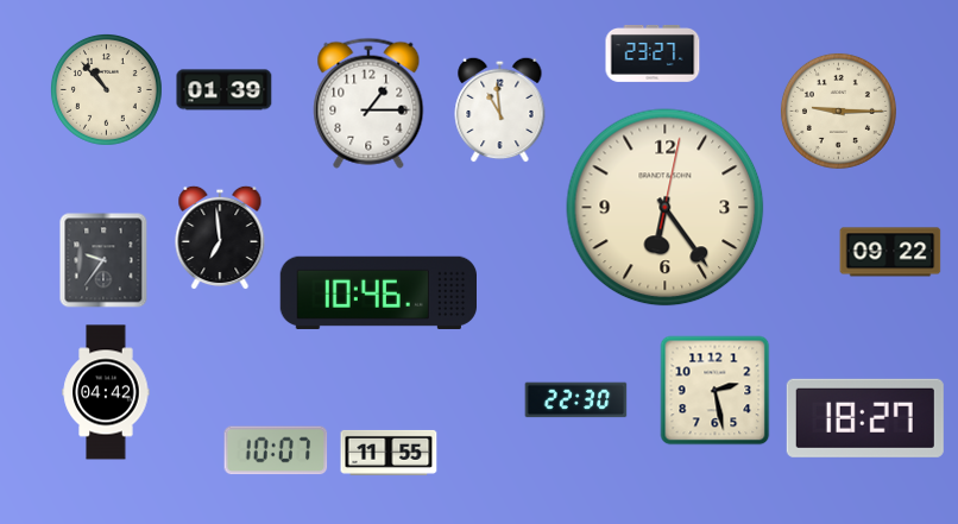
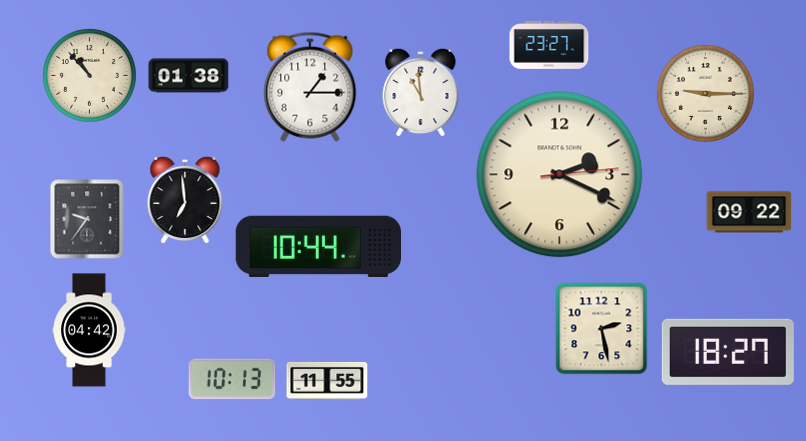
clock at (225, 90): 01:39 -> 01:38
clock at (666, 208): 6:24 -> 2:19
clock at (378, 292): 10:46 -> 10:44
clock at (576, 400): 22:30 -> none
clock at (276, 450): 10:07 -> 10:13
